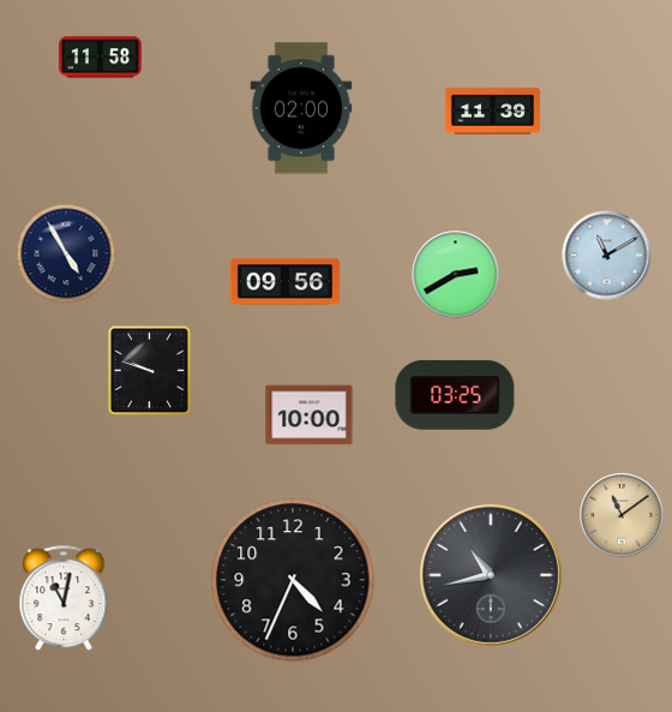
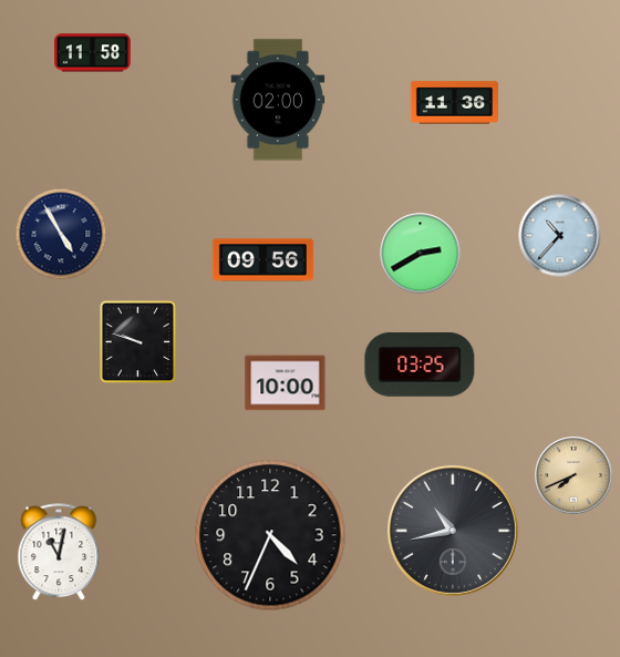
clock at (492, 112): 11:39 -> 11:36
clock at (607, 256): 11:10 -> 10:37
clock at (622, 515): 11:09 -> 7:41
